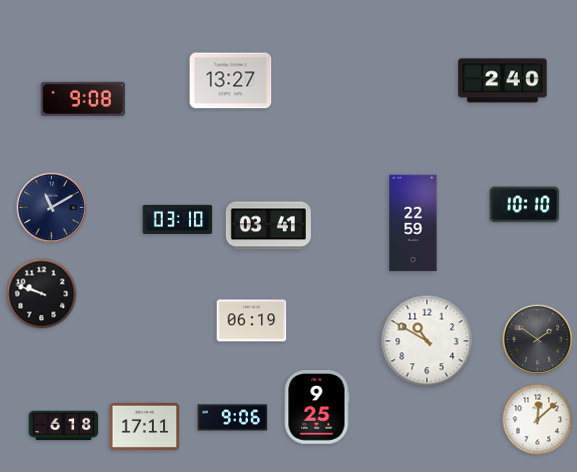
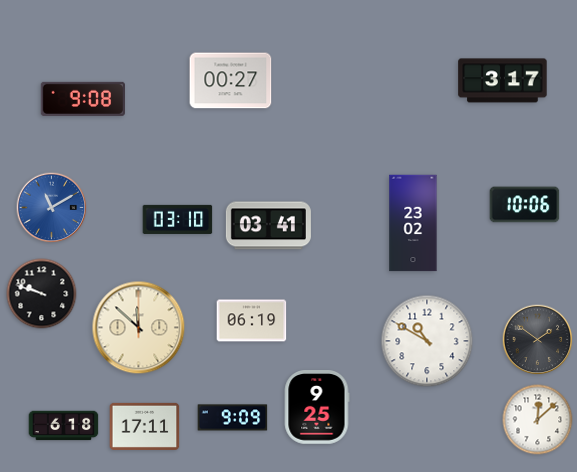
clock at (231, 81): 13:27 -> 00:27
clock at (503, 81): 2:40 -> 3:17
clock at (525, 205): 10:10 -> 10:06
clock at (52, 208) dial: navy -> blue
clock at (413, 223): 22:59 -> 23:02
clock at (139, 328): none -> 11:52
clock at (233, 418): 9:06 -> 9:09
